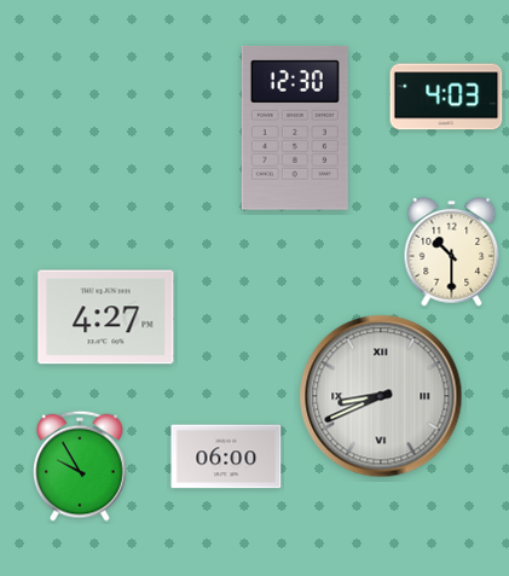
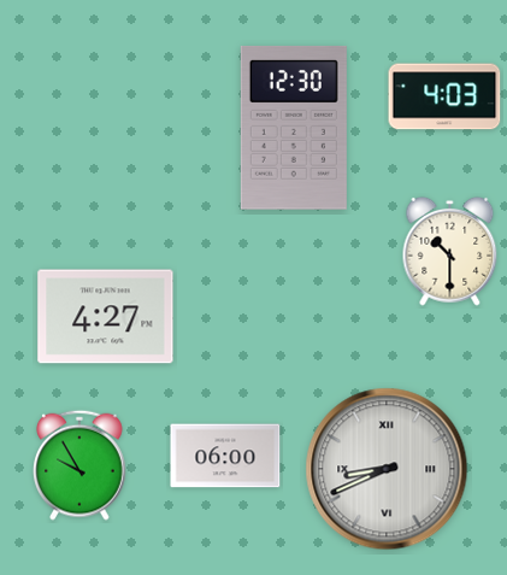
clock at (381, 396) position: (381, 396) -> (387, 469)
